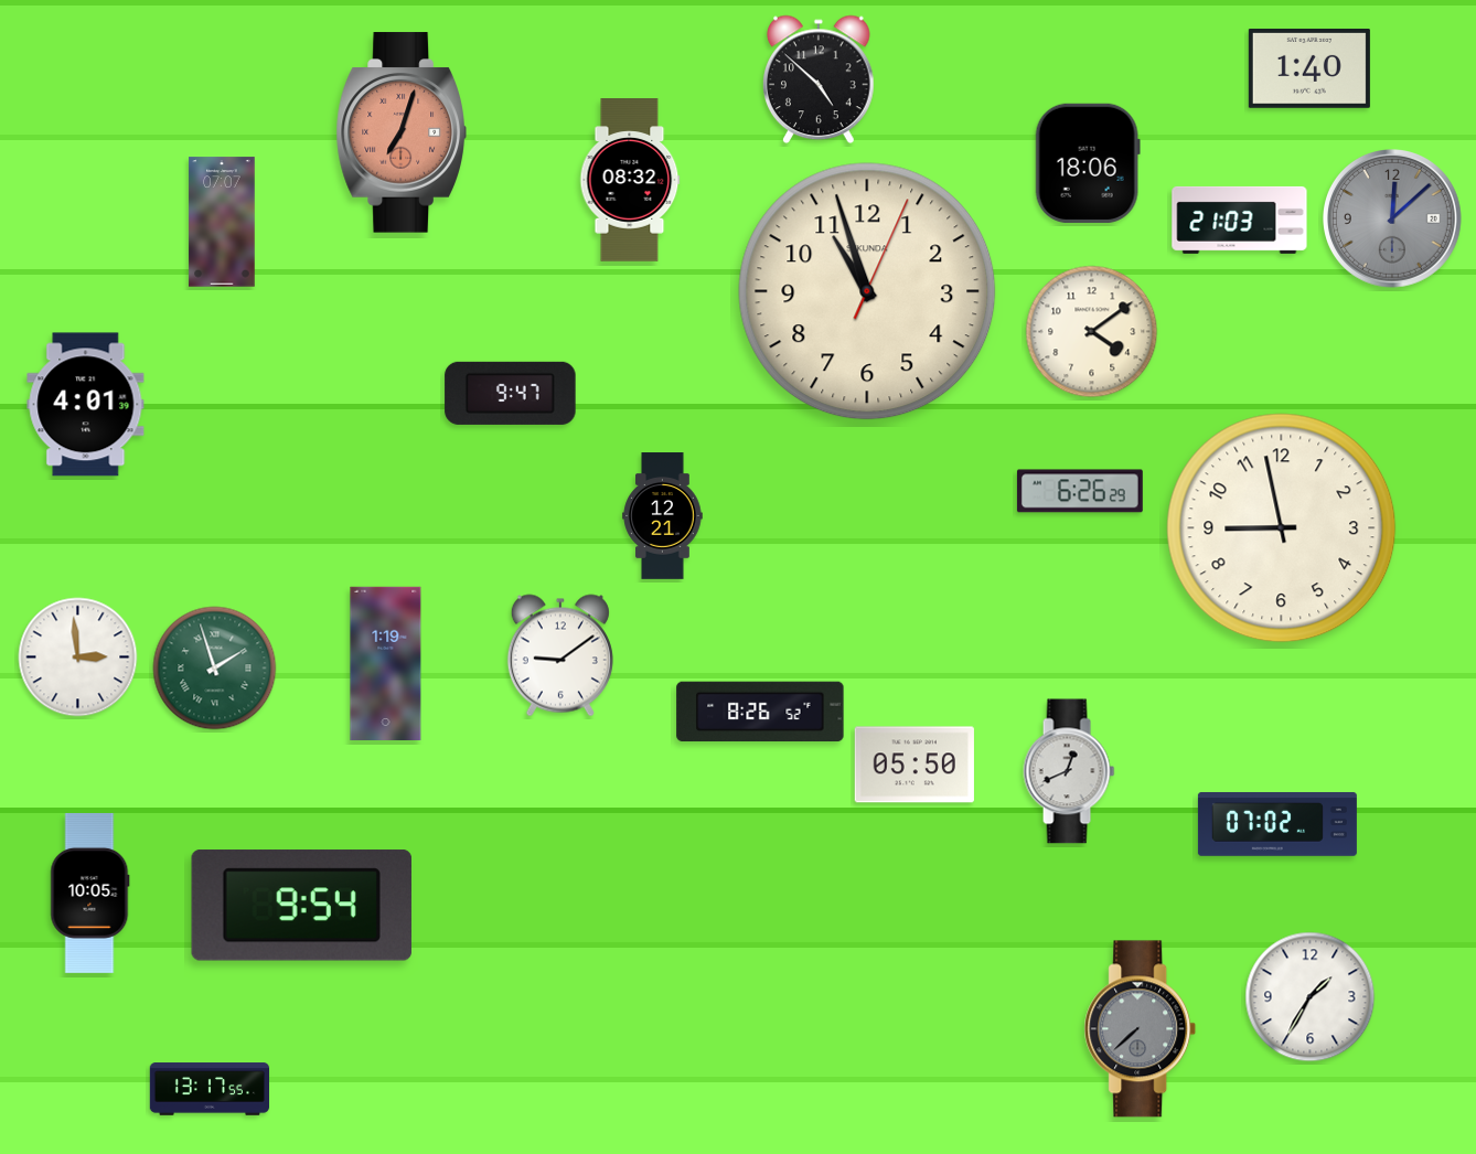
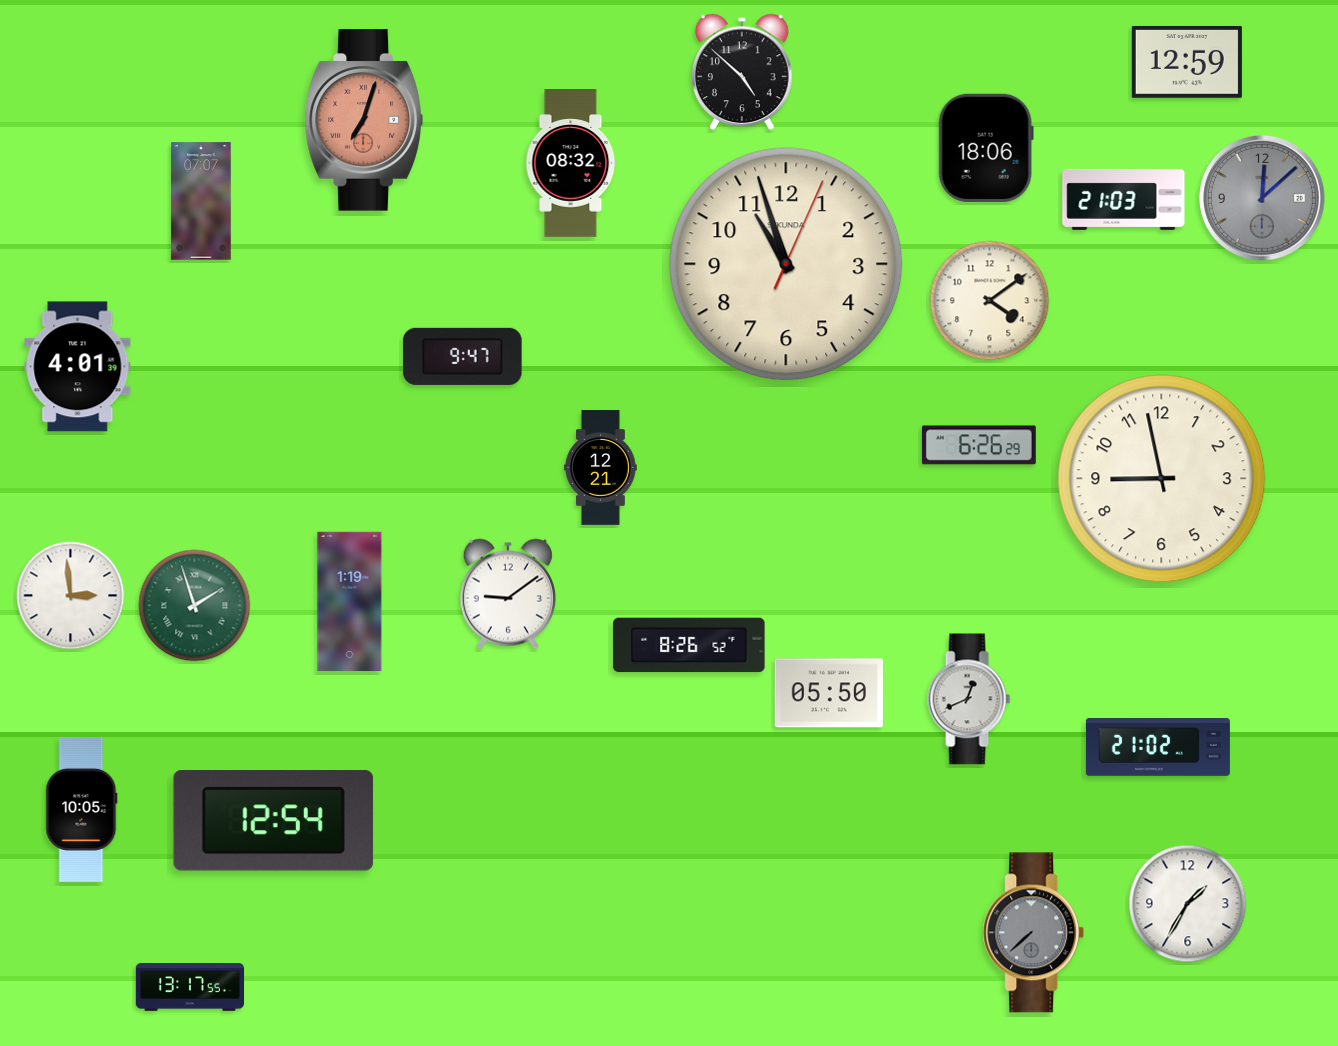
clock at (1309, 68): 1:40 -> 12:59
clock at (1277, 824): 07:02 -> 21:02
clock at (301, 906): 9:54 -> 12:54
